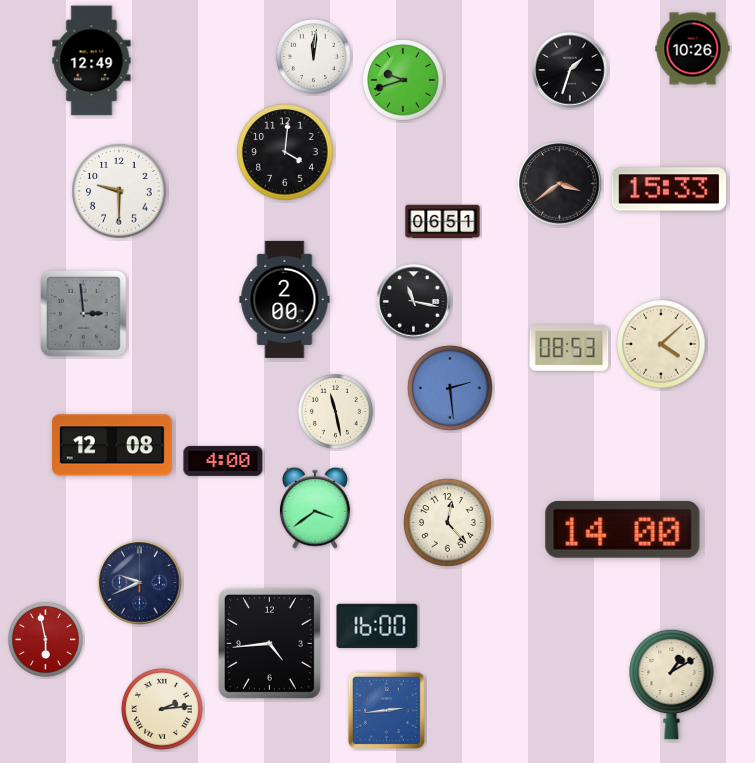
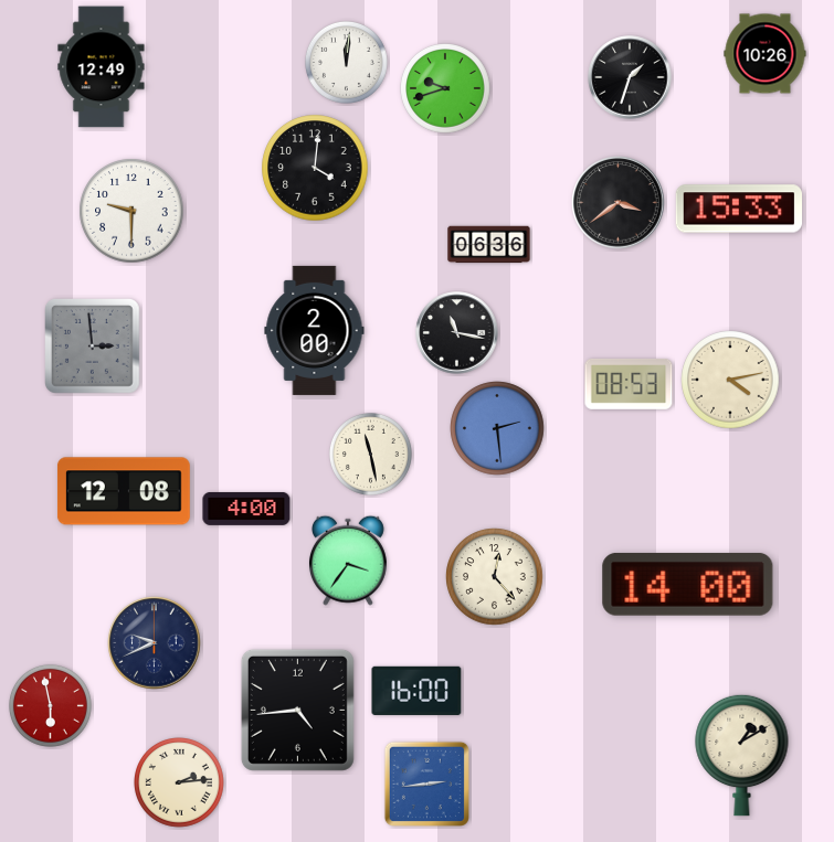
clock at (443, 222): 06:51 -> 06:36
clock at (661, 344): 4:08 -> 4:13
clock at (315, 508): 3:39 -> 3:36
